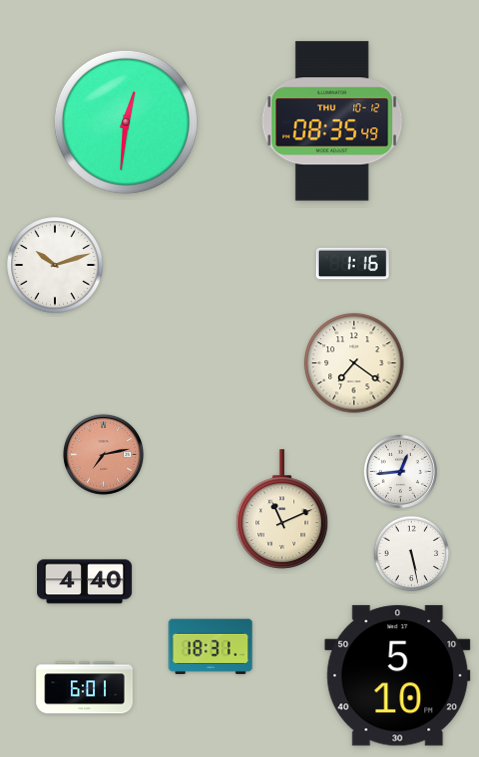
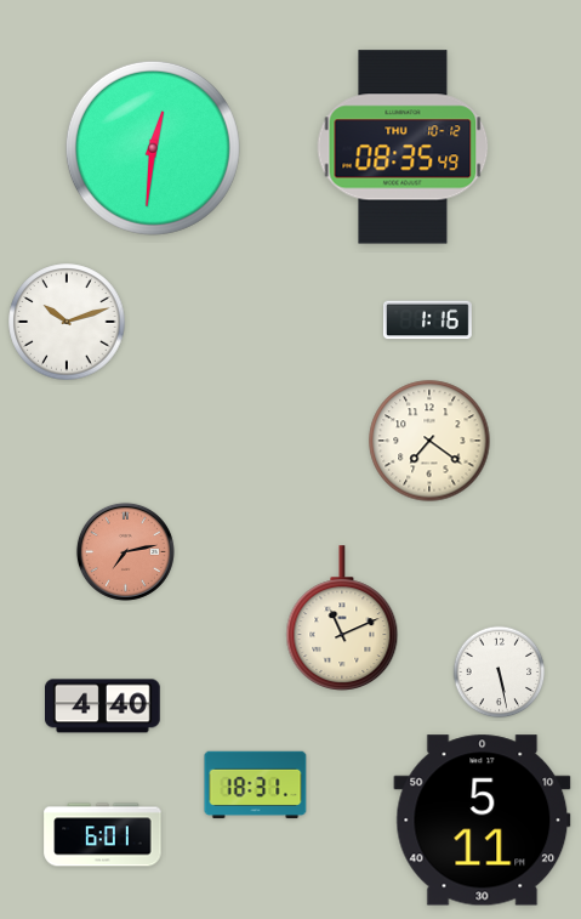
clock at (400, 471): 12:44 -> none
clock at (398, 676): 5:10 -> 5:11
